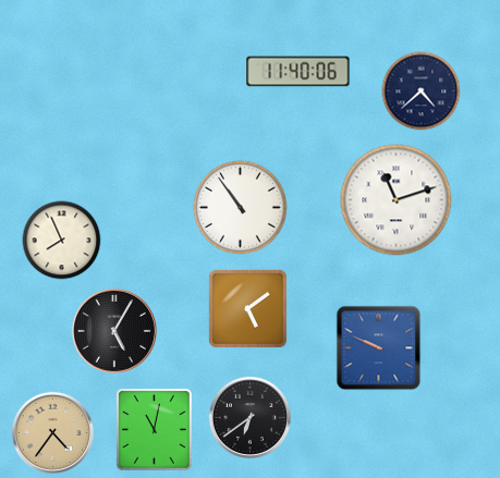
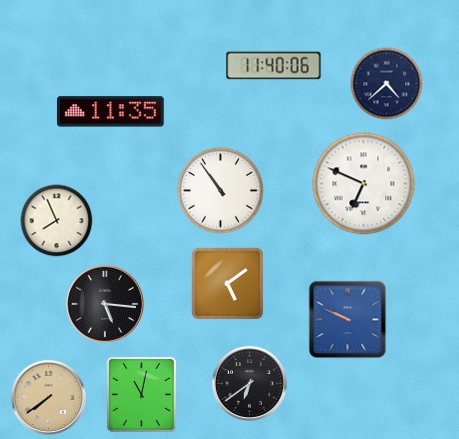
clock at (110, 112): none -> 11:35
clock at (397, 200): 11:12 -> 6:49
clock at (114, 331): 5:05 -> 5:16
clock at (249, 417) position: (249, 417) -> (249, 383)
clock at (52, 432): 4:36 -> 7:39
